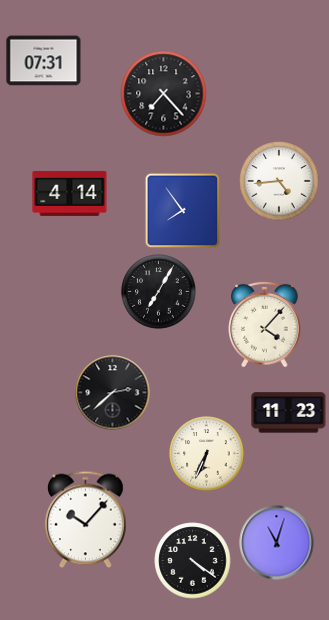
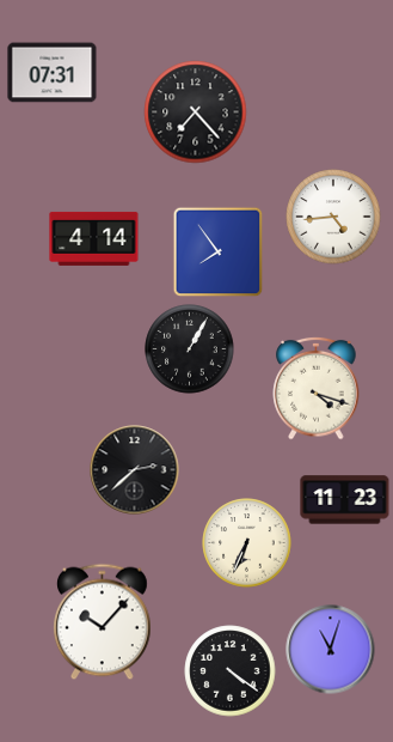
clock at (70, 193) position: (70, 193) -> (94, 238)
clock at (159, 292): 7:05 -> 1:05
clock at (265, 324): 4:07 -> 4:18
clock at (289, 413) position: (289, 413) -> (345, 500)
